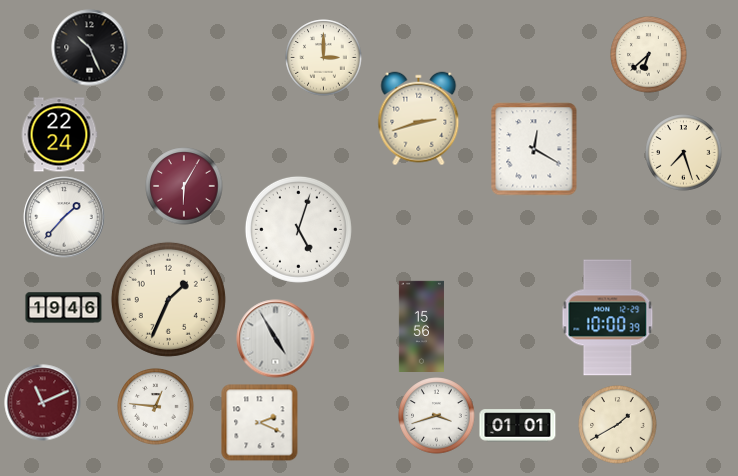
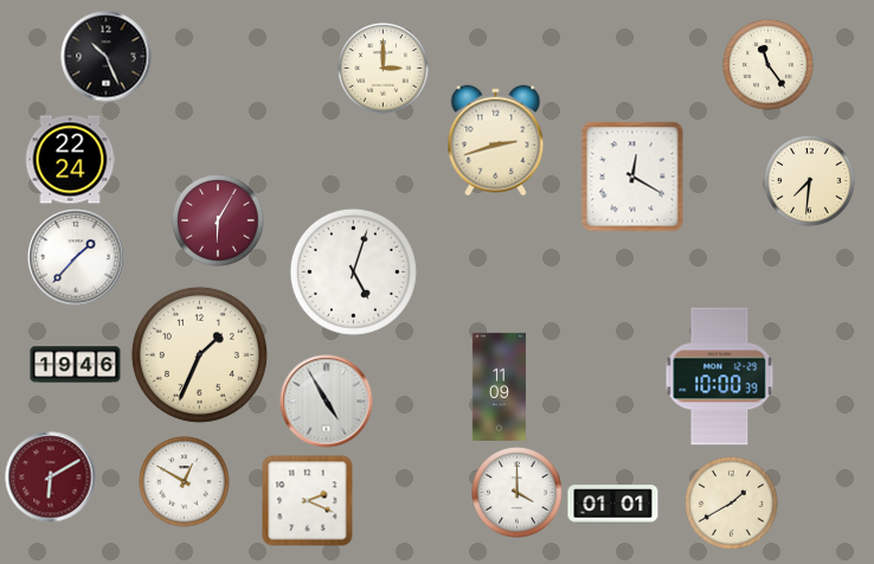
clock at (649, 55): 6:38 -> 11:24
clock at (684, 153): 7:27 -> 7:31
clock at (421, 326): 15:56 -> 11:09
clock at (43, 403): 11:11 -> 6:10
clock at (156, 407): 12:46 -> 12:50
clock at (437, 416): 3:42 -> 4:00
